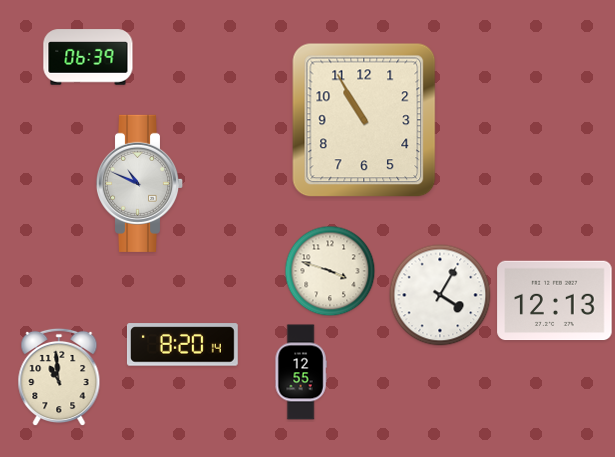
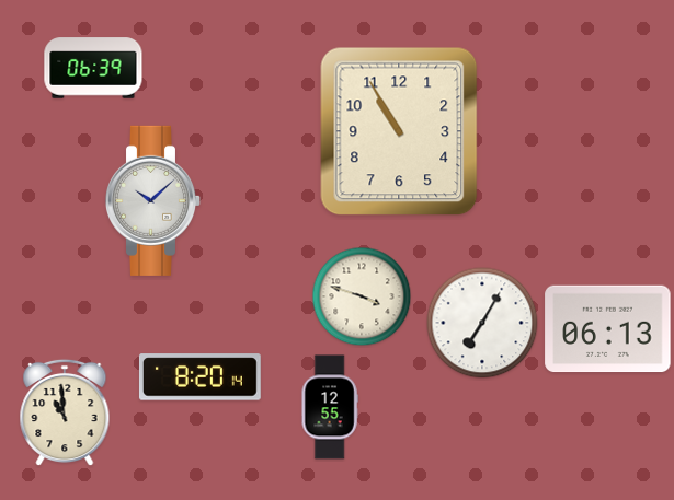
clock at (88, 57) position: (88, 57) -> (93, 68)
clock at (140, 183): 10:49 -> 10:08
clock at (440, 295): 4:05 -> 7:05
clock at (555, 301): 12:13 -> 06:13
